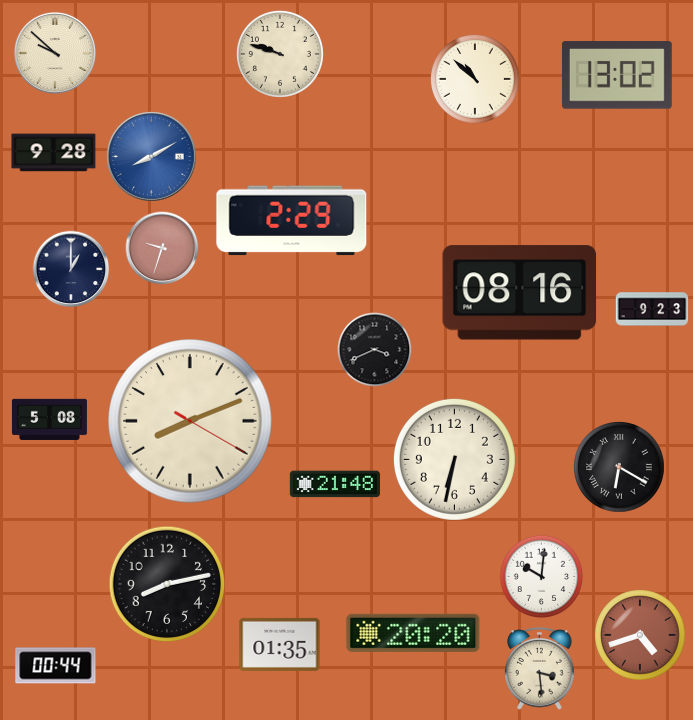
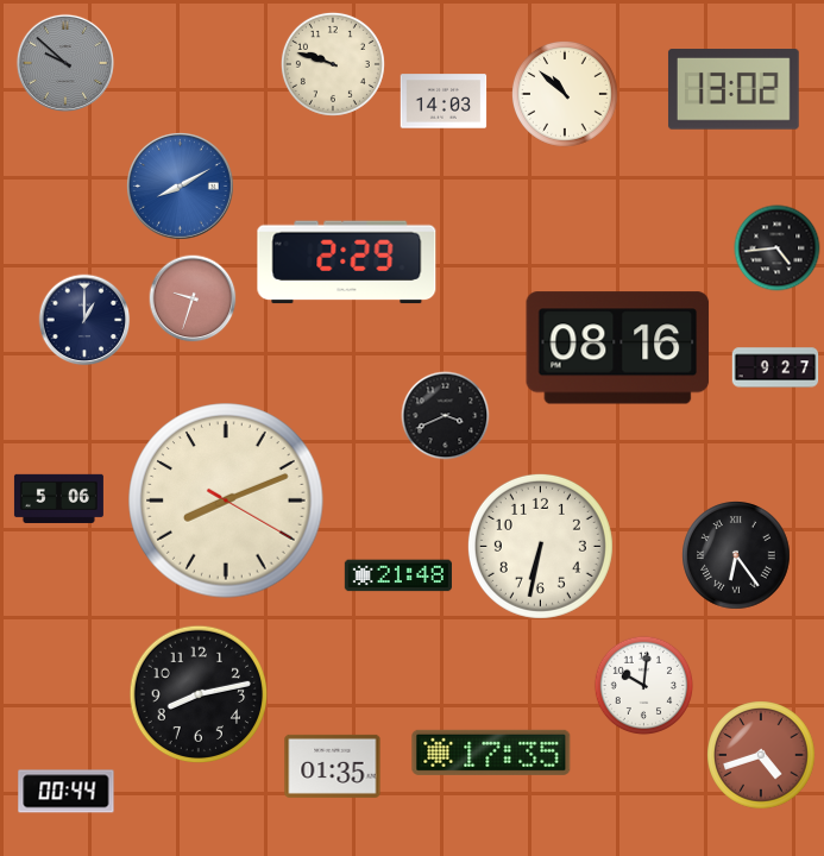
clock at (55, 53) dial: cream -> grey
clock at (444, 101): none -> 14:03
clock at (54, 153): 9:28 -> none
clock at (778, 248): none -> 4:44
clock at (162, 248) position: (162, 248) -> (193, 298)
clock at (652, 309): 9:23 -> 9:27
clock at (49, 419): 5:08 -> 5:06
clock at (619, 467): 6:20 -> 6:24
clock at (413, 633): 20:20 -> 17:35
clock at (540, 669): 3:29 -> none
